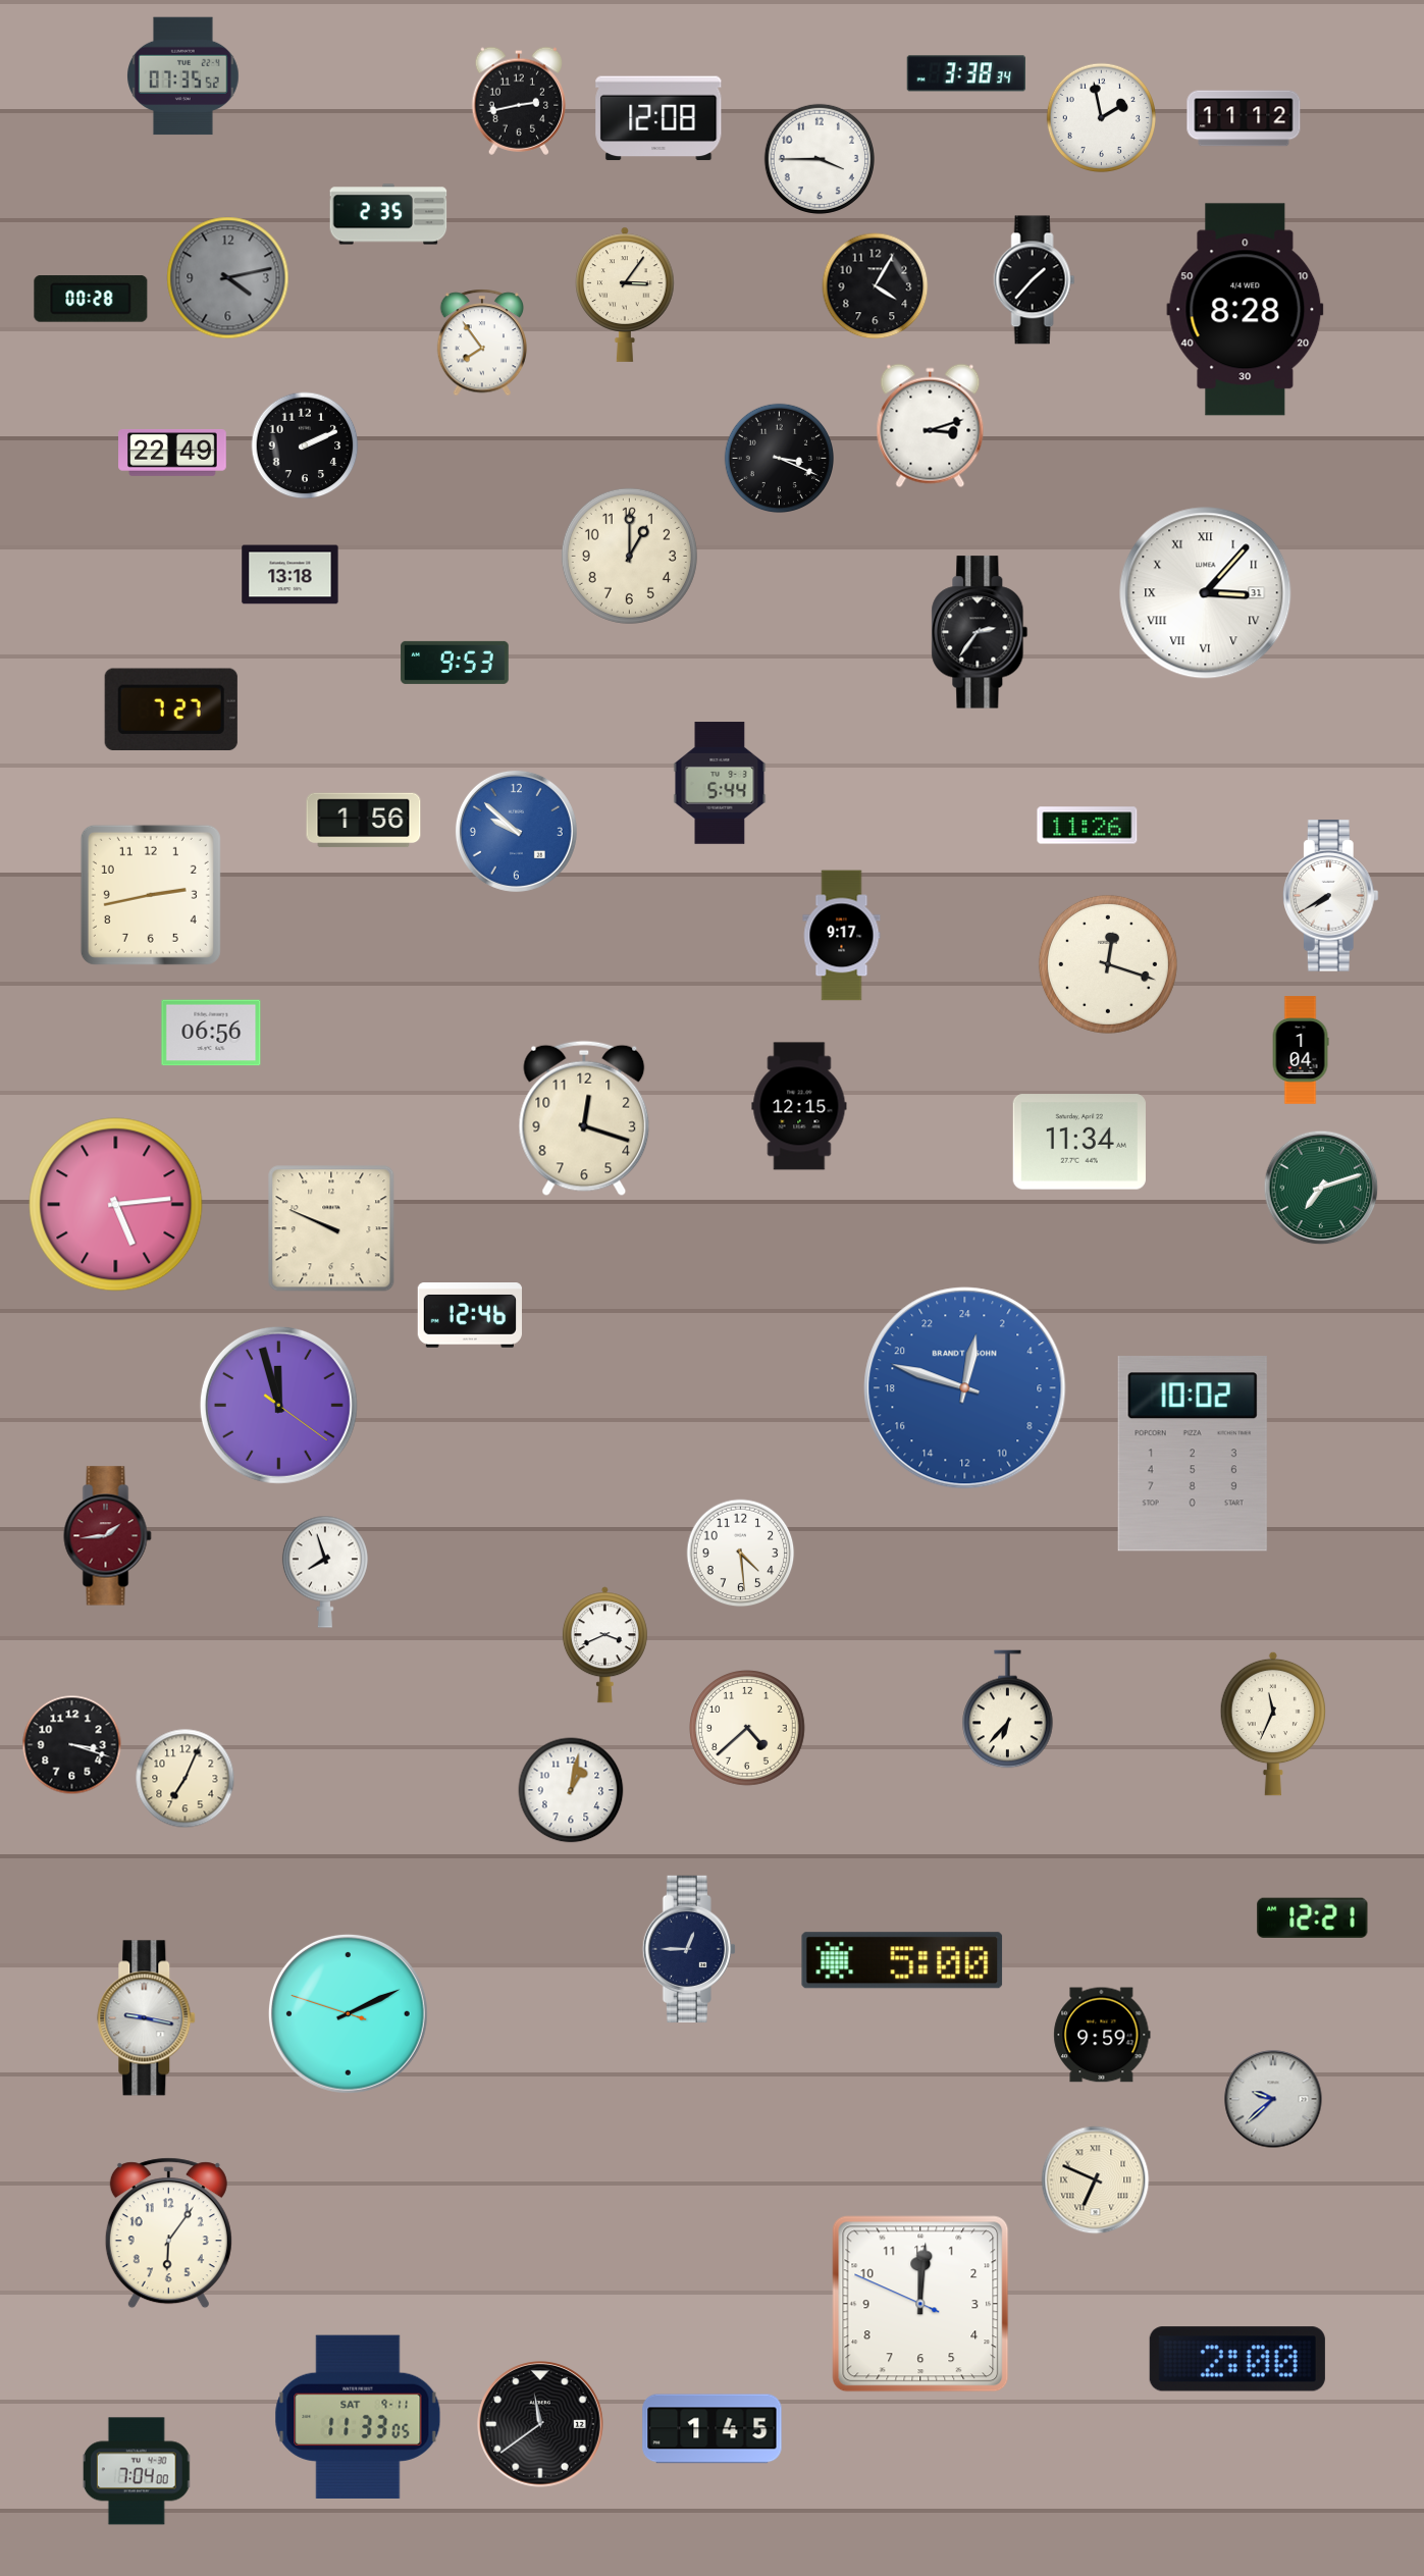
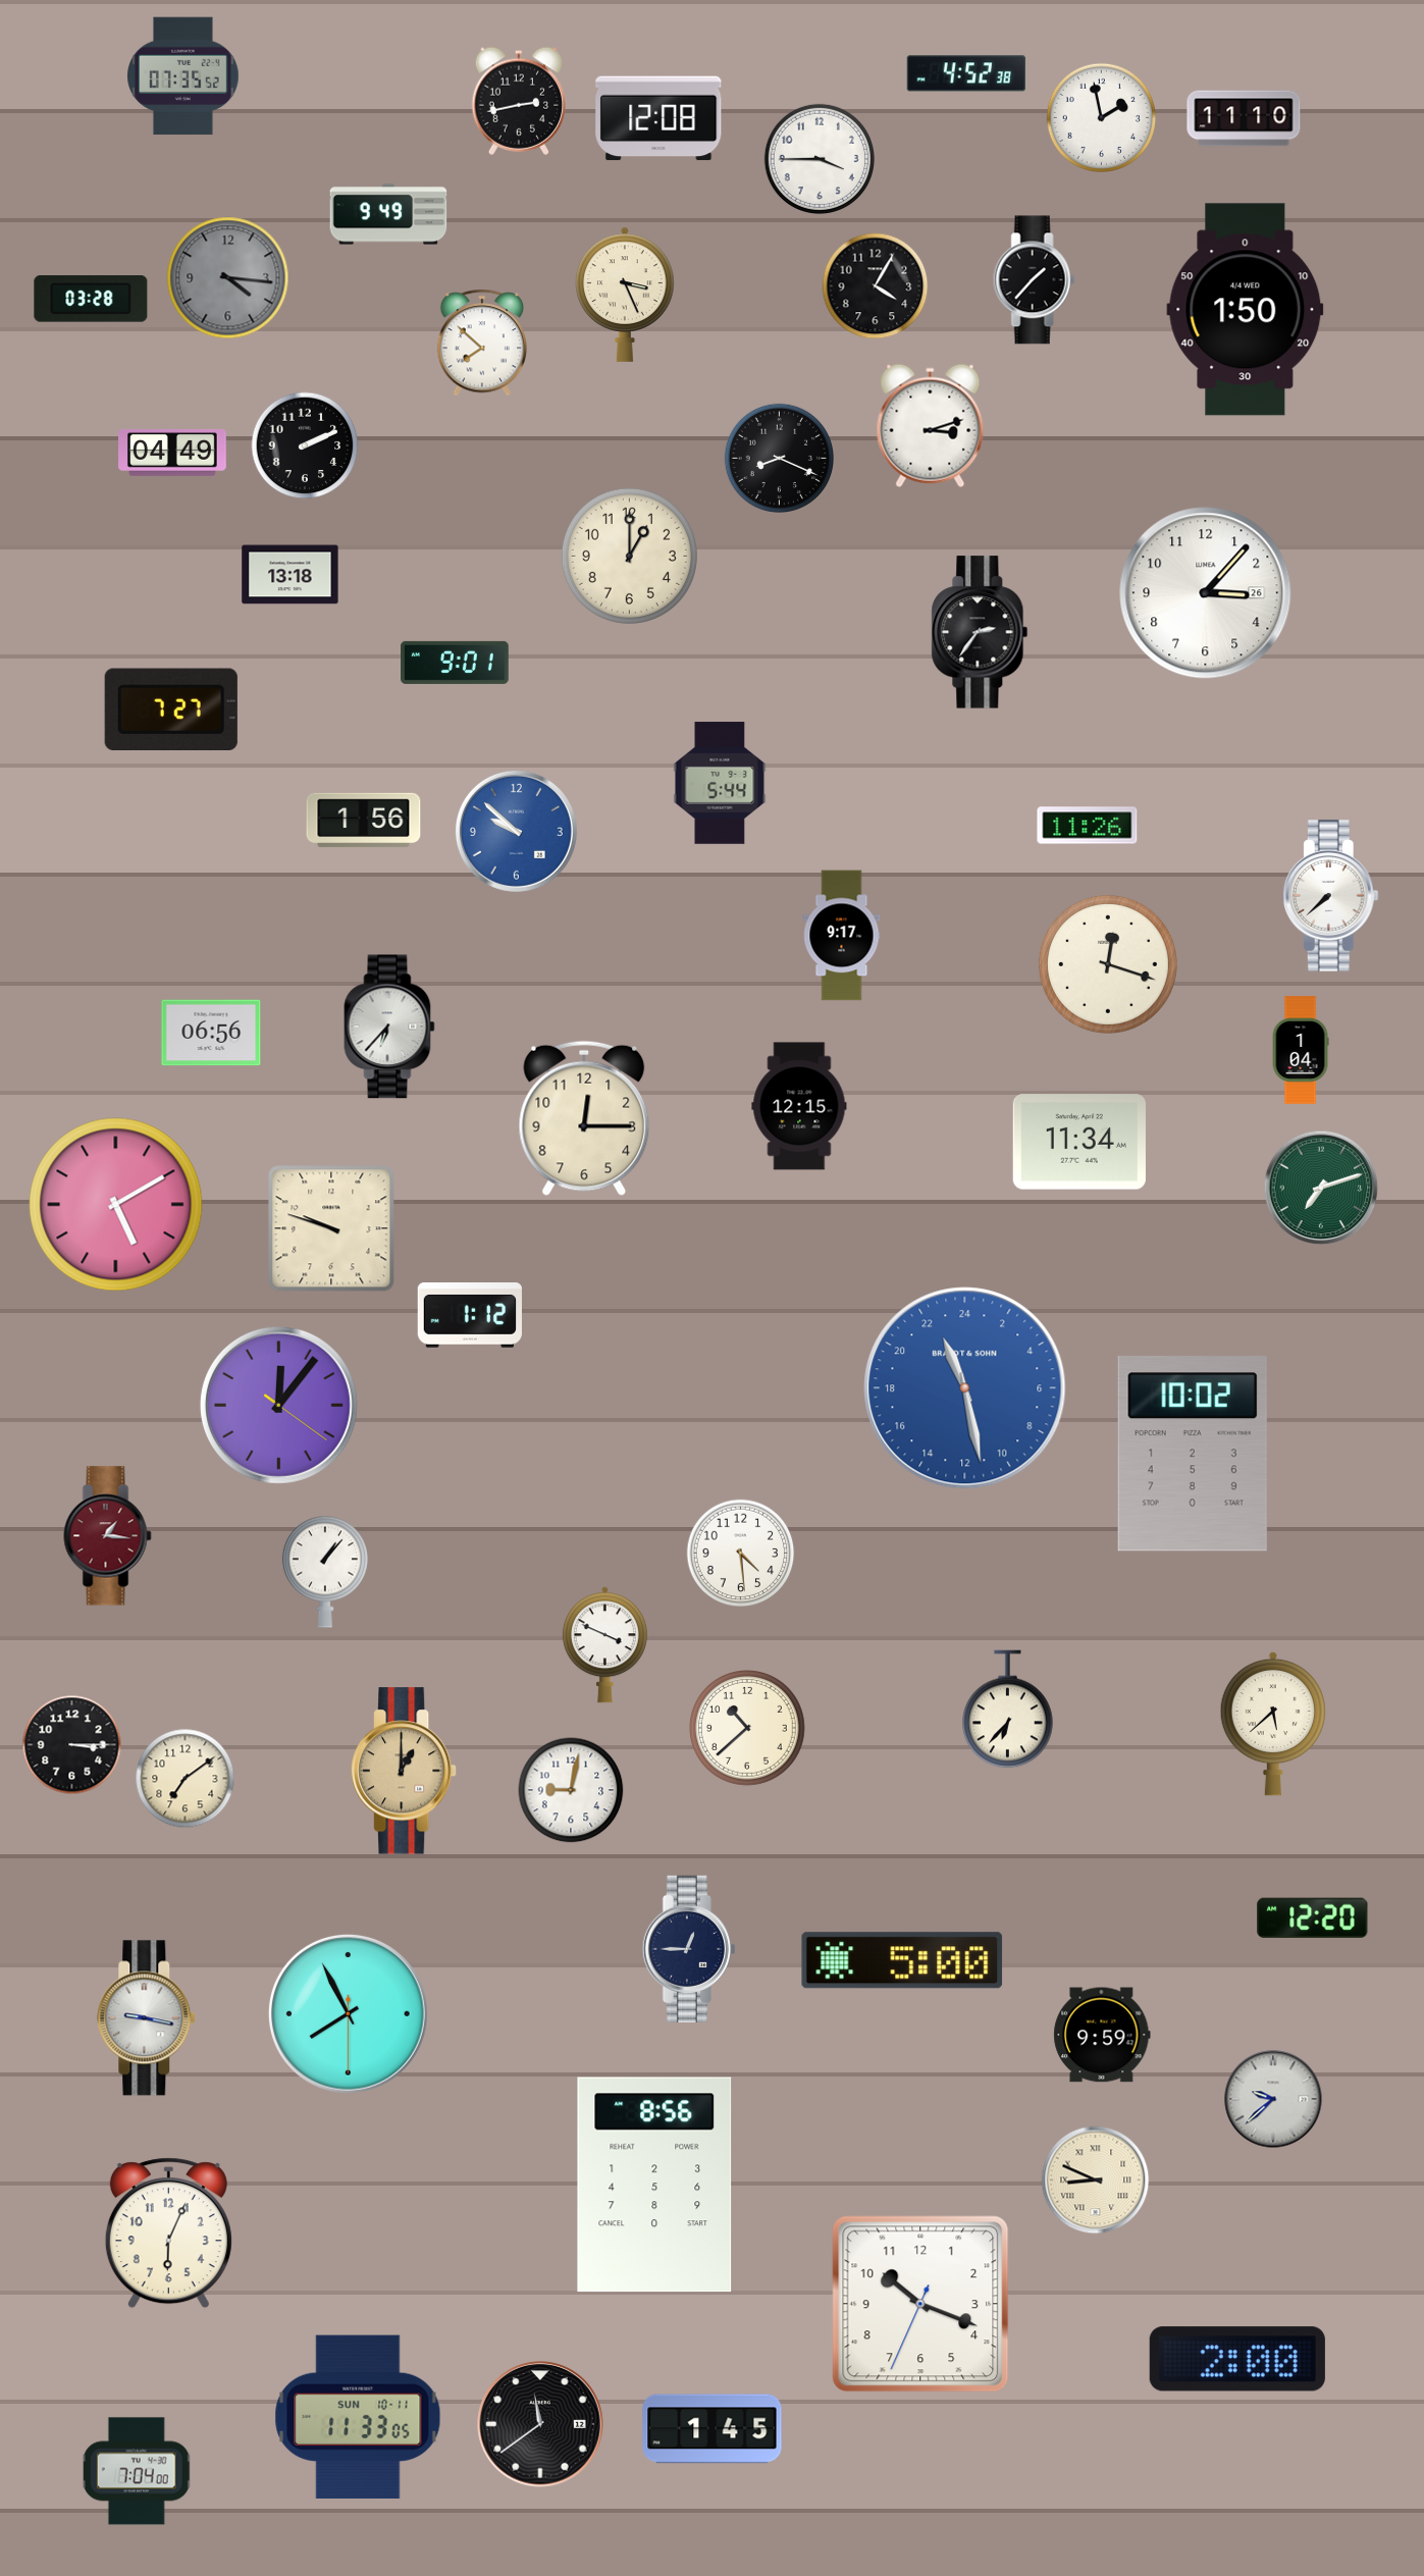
clock at (966, 73): 3:38 -> 4:52
clock at (1244, 118): 11:12 -> 11:10
clock at (388, 214): 2:35 -> 9:49
clock at (228, 278): 4:13 -> 4:16
clock at (625, 295): 3:06 -> 3:26
clock at (91, 299): 00:28 -> 03:28
clock at (1246, 310): 8:28 -> 1:50
clock at (482, 343): 7:54 -> 7:52
clock at (172, 454): 22:49 -> 04:49
clock at (779, 458): 3:19 -> 8:19
clock at (1206, 593) date: 31 -> 26
clock at (1206, 593) numerals: Roman -> Arabic
clock at (455, 663): 9:53 -> 9:01
clock at (151, 895): 2:43 -> none
clock at (1330, 896): 7:40 -> 7:38
clock at (389, 1027): none -> 6:37
clock at (584, 1118): 12:18 -> 12:15
clock at (116, 1205): 5:14 -> 5:10
clock at (331, 1228): 9:49 -> 9:48
clock at (469, 1316): 12:46 -> 1:12
clock at (965, 1388): 0:48 -> 22:28
clock at (278, 1405): 11:57 -> 12:06
clock at (108, 1536): 1:44 -> 1:16
clock at (325, 1572): 7:57 -> 1:07
clock at (604, 1645): 3:41 -> 3:49
clock at (1272, 1724): 11:34 -> 5:38
clock at (748, 1729): 4:38 -> 10:38
clock at (72, 1745): 3:18 -> 3:15
clock at (404, 1771): none -> 1:00
clock at (186, 1779): 7:04 -> 7:09
clock at (571, 1790): 1:02 -> 9:02
clock at (1313, 1917): 12:21 -> 12:20
clock at (348, 2013): 2:10 -> 7:55
clock at (1096, 2180): 6:49 -> 8:49
clock at (654, 2185): none -> 8:56
clock at (168, 2233): 6:06 -> 6:04
clock at (920, 2304): 12:00 -> 10:18
clock at (358, 2416) date: SAT 9-11 -> SUN 10-11
